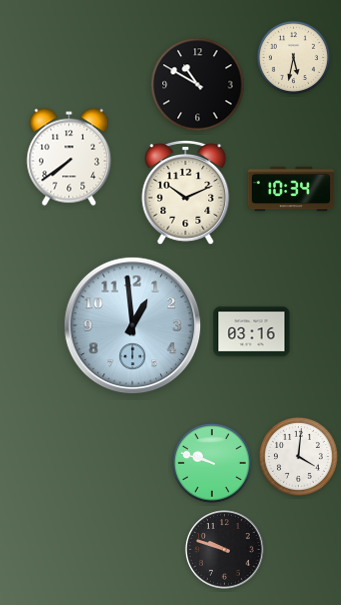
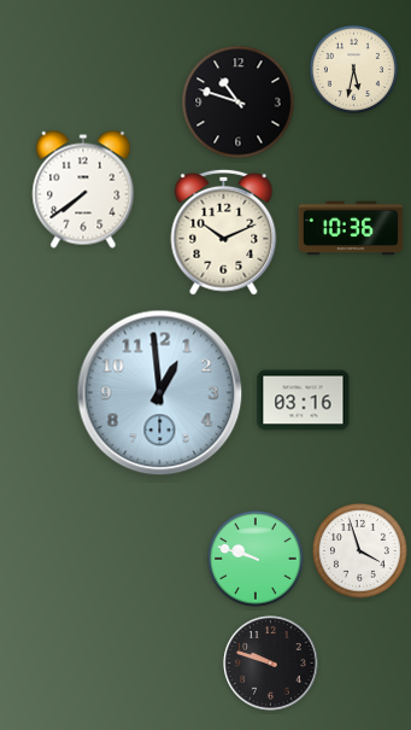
clock at (198, 85): 10:50 -> 10:48
clock at (291, 189): 10:34 -> 10:36
clock at (298, 456): 4:01 -> 3:57
